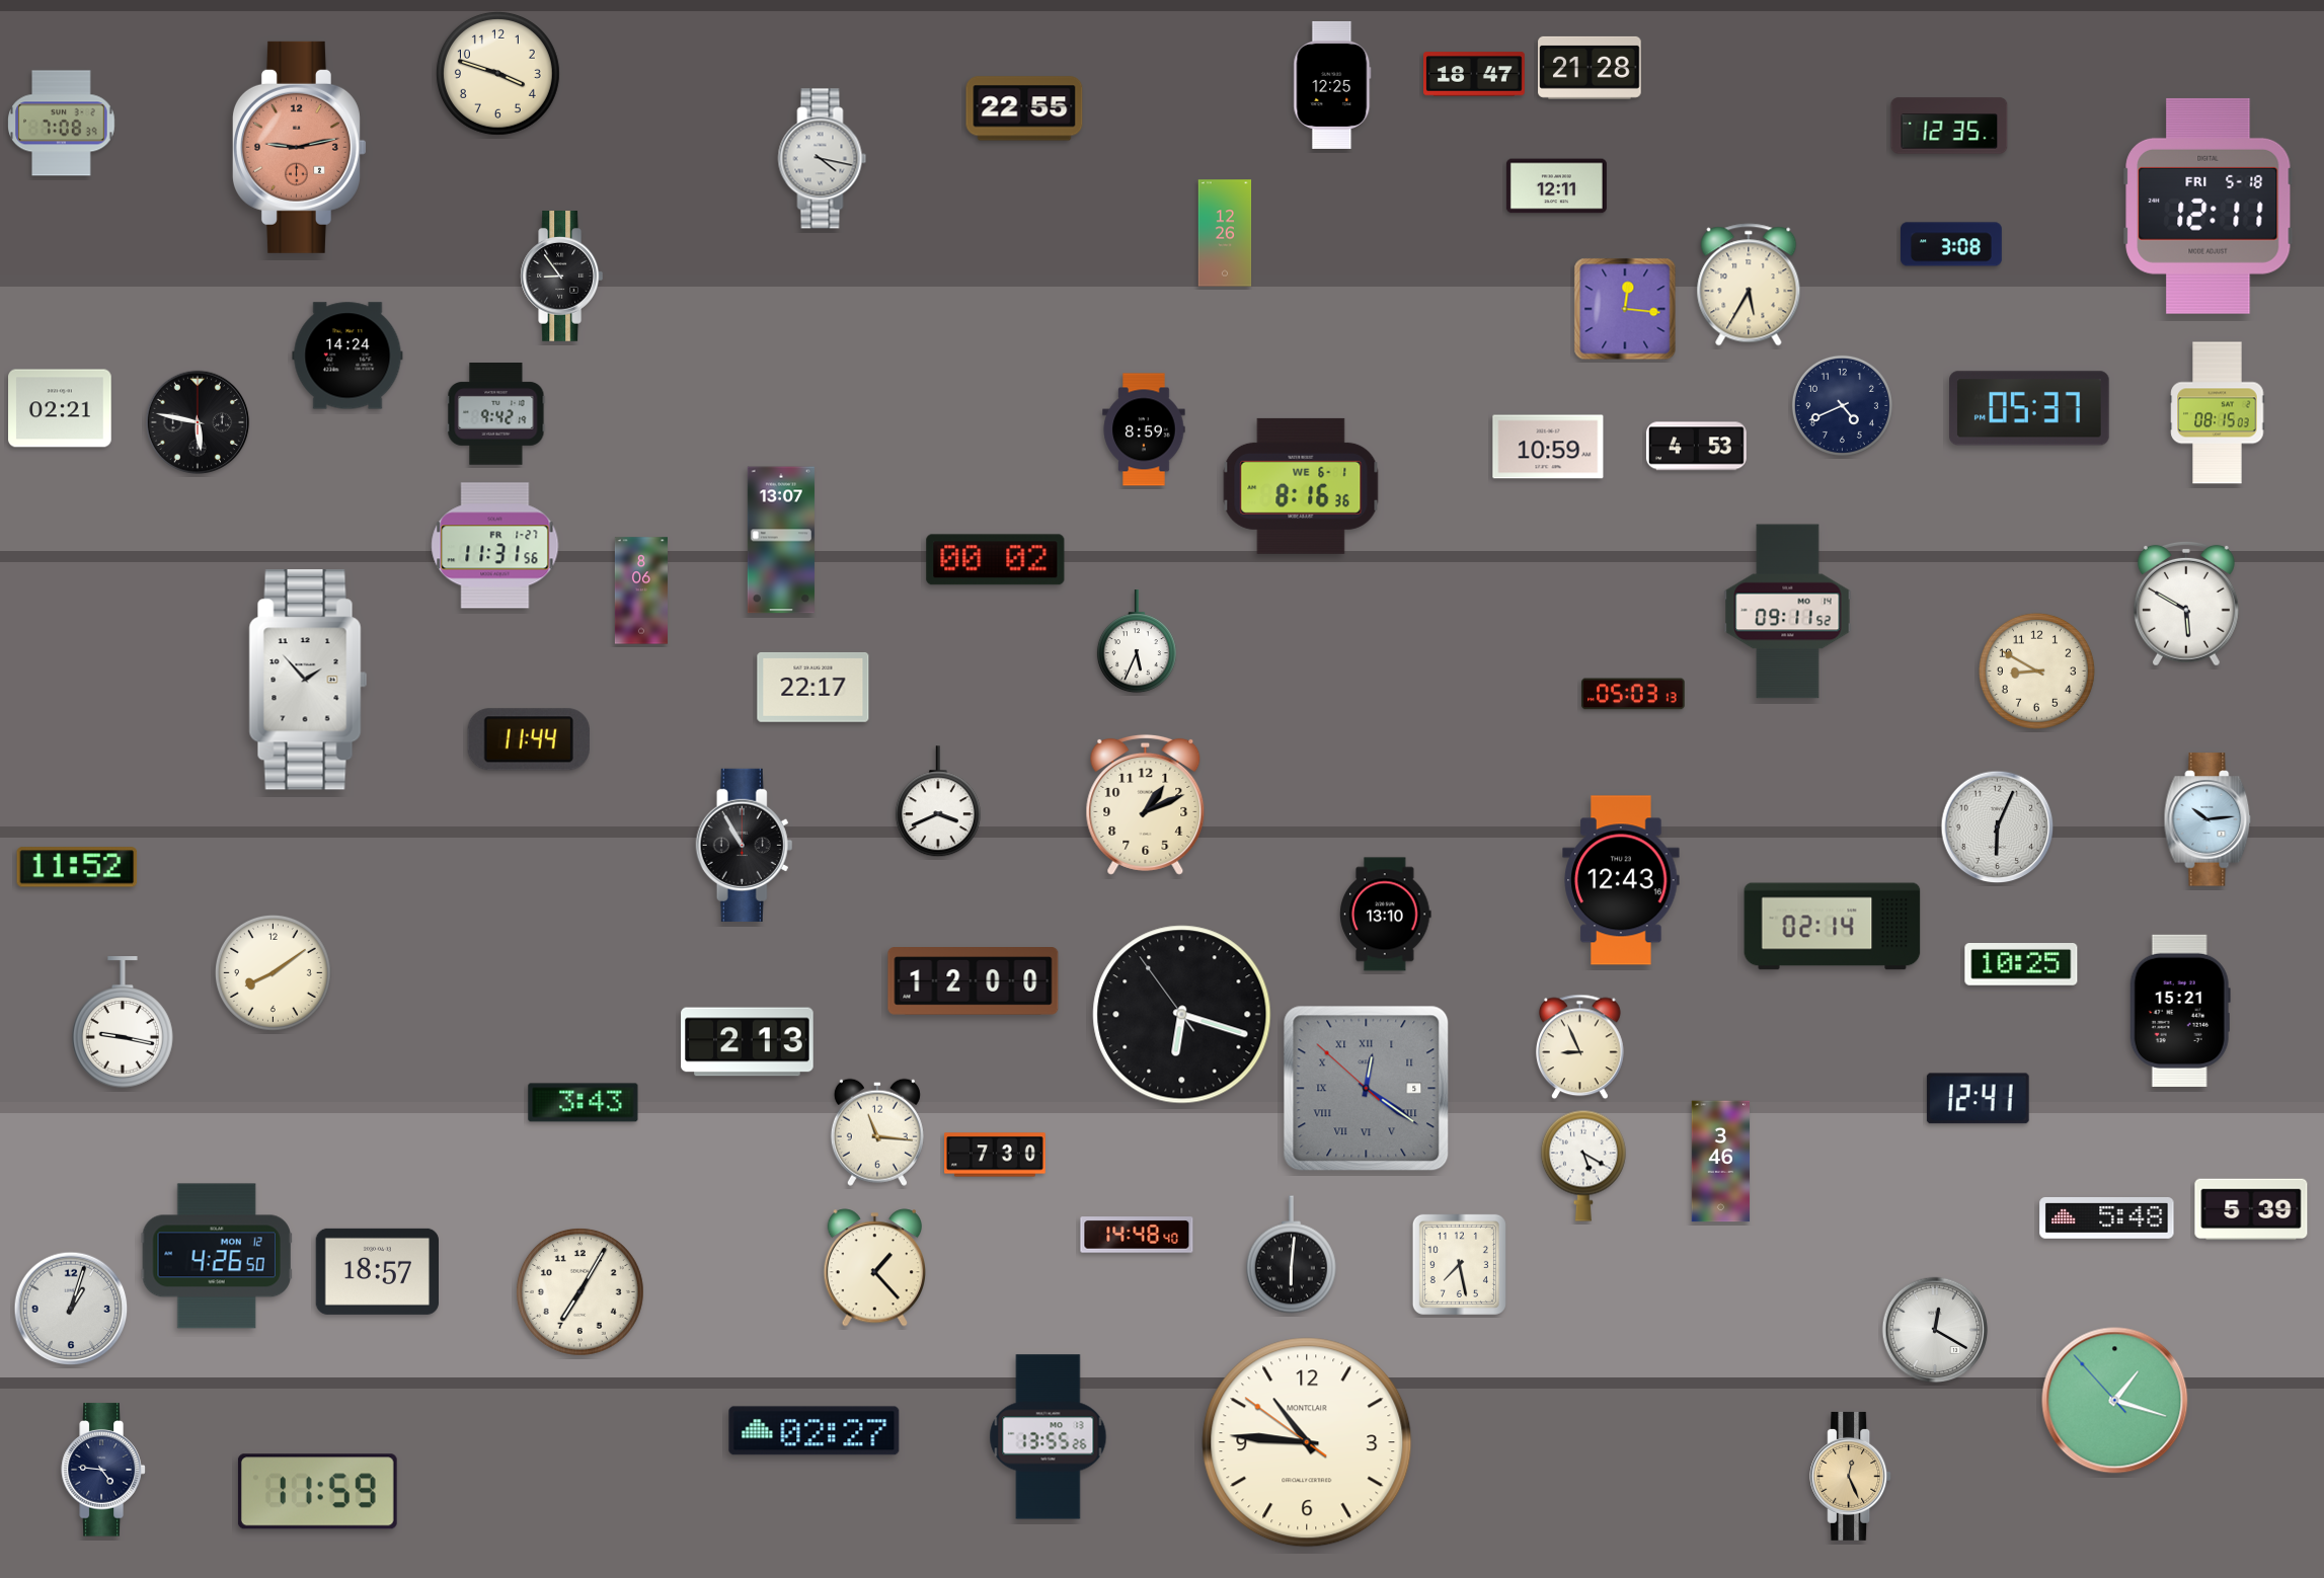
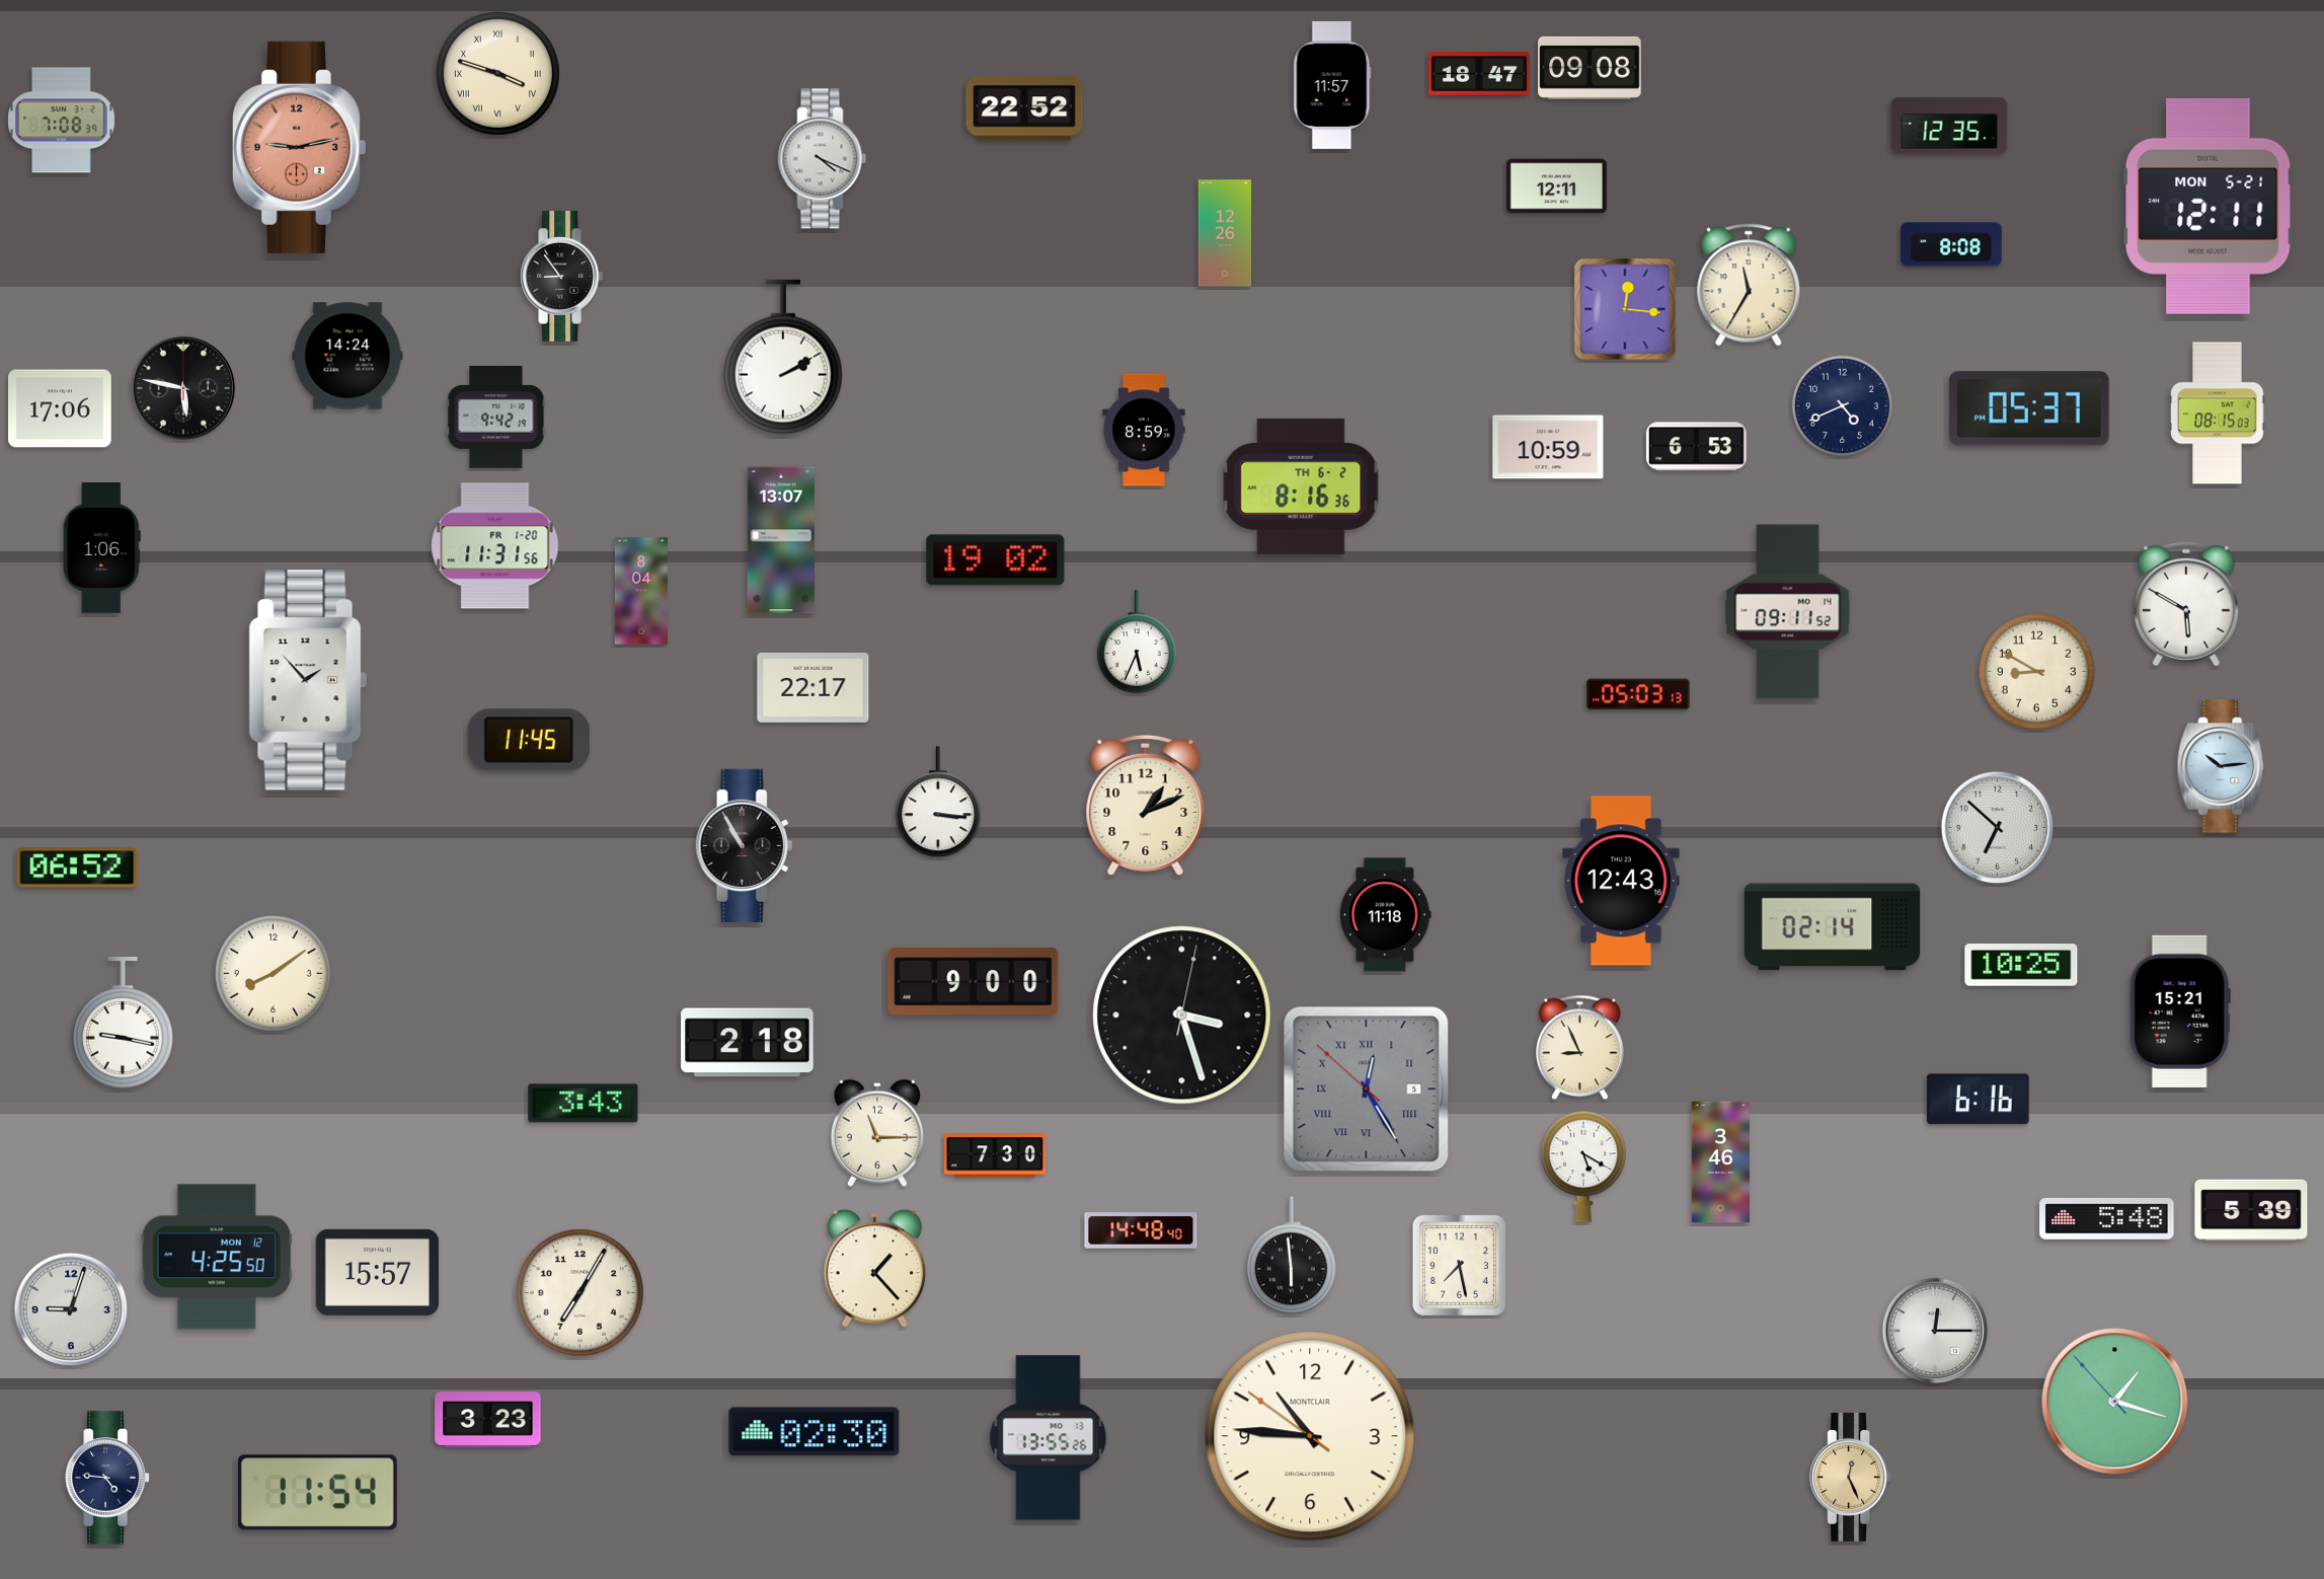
clock at (1590, 68): 21:28 -> 09:08
clock at (497, 73) numerals: Arabic -> Roman
clock at (1475, 74) position: (1475, 74) -> (1480, 74)
clock at (1332, 85): 12:25 -> 11:57
clock at (1024, 108): 22:55 -> 22:52
clock at (62, 124) position: (62, 124) -> (62, 121)
clock at (823, 159): 4:17 -> 4:19
clock at (2209, 206) date: FRI 5-18 -> MON 5-21
clock at (1952, 244): 3:08 -> 8:08
clock at (1749, 285): 5:35 -> 11:35
clock at (783, 357): none -> 2:10
clock at (60, 408): 02:21 -> 17:06
clock at (496, 414) position: (496, 414) -> (496, 418)
clock at (198, 422) position: (198, 422) -> (183, 388)
clock at (1696, 447): 4:53 -> 6:53
clock at (1301, 486) date: WE 6-1 -> TH 6-2
clock at (495, 546) date: FR 1-27 -> FR 1-20
clock at (101, 548): none -> 1:06
clock at (996, 560): 00:02 -> 19:02
clock at (641, 590): 8:06 -> 8:04
clock at (1633, 694) position: (1633, 694) -> (1638, 694)
clock at (529, 739): 11:44 -> 11:45
clock at (938, 802): 3:41 -> 3:16
clock at (2207, 819) position: (2207, 819) -> (2221, 766)
clock at (1998, 827): 6:04 -> 6:52
clock at (77, 867): 11:52 -> 06:52
clock at (1386, 915): 13:10 -> 11:18
clock at (974, 981): 12:00 -> 9:00
clock at (1182, 1015): 6:17 -> 3:27
clock at (748, 1042): 2:13 -> 2:18
clock at (1367, 1089): 12:20 -> 12:24
clock at (1978, 1099): 12:41 -> 6:16
clock at (877, 1132): 11:16 -> 11:15
clock at (1137, 1235) position: (1137, 1235) -> (1141, 1230)
clock at (1291, 1255): 6:01 -> 5:59
clock at (217, 1256): 4:26 -> 4:25
clock at (377, 1271): 18:57 -> 15:57
clock at (71, 1309): 1:03 -> 9:03
clock at (1935, 1330): 12:20 -> 12:15
clock at (488, 1419): none -> 3:23
clock at (815, 1431): 02:27 -> 02:30
clock at (1307, 1442) position: (1307, 1442) -> (1310, 1436)
clock at (103, 1470) position: (103, 1470) -> (107, 1478)
clock at (317, 1492): 11:59 -> 11:54
